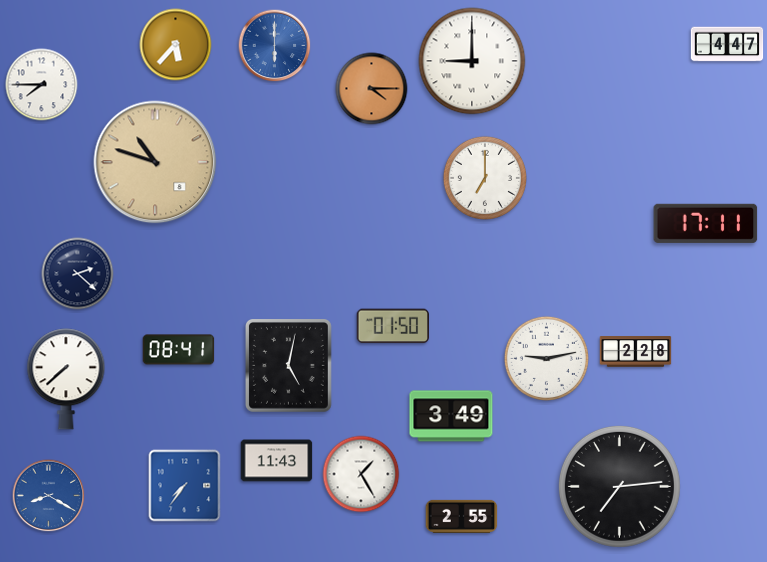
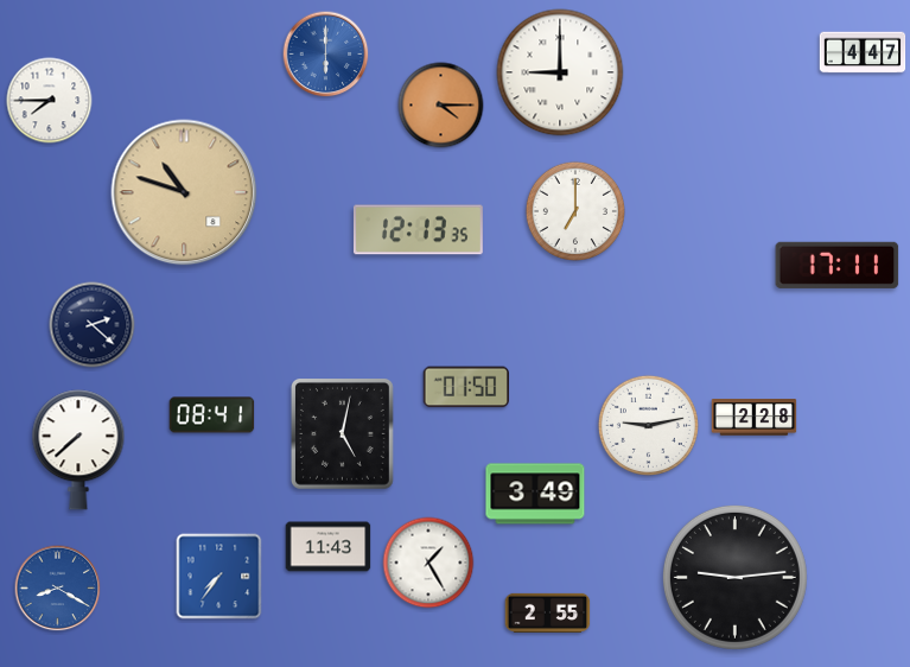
clock at (176, 45): 5:37 -> none
clock at (418, 230): none -> 12:13
clock at (619, 486): 7:14 -> 9:14
